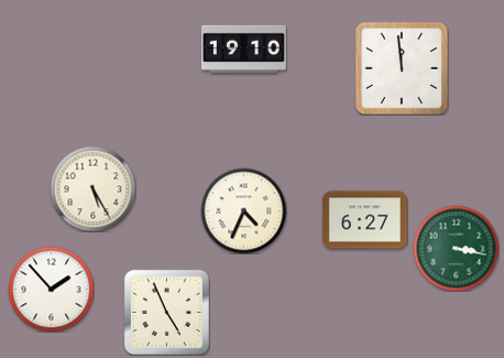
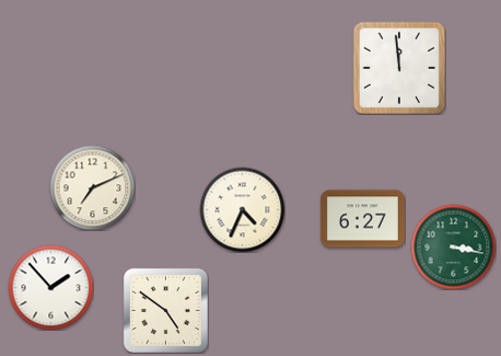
clock at (243, 48): 19:10 -> none
clock at (92, 188): 5:25 -> 7:11
clock at (166, 312): 4:56 -> 4:51
